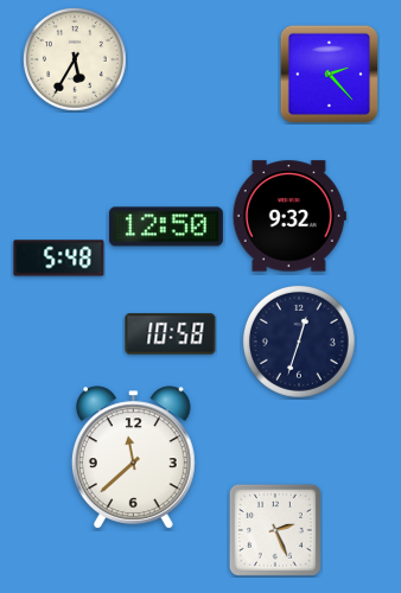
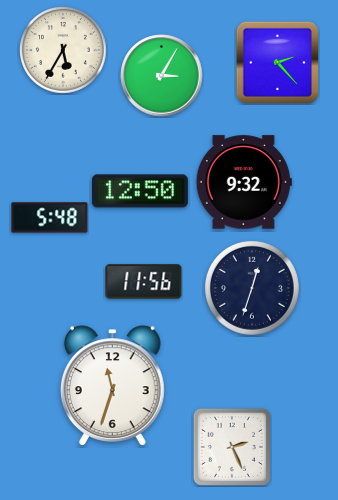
clock at (162, 76): none -> 3:05
clock at (171, 334): 10:58 -> 11:56
clock at (133, 458): 11:38 -> 11:33
